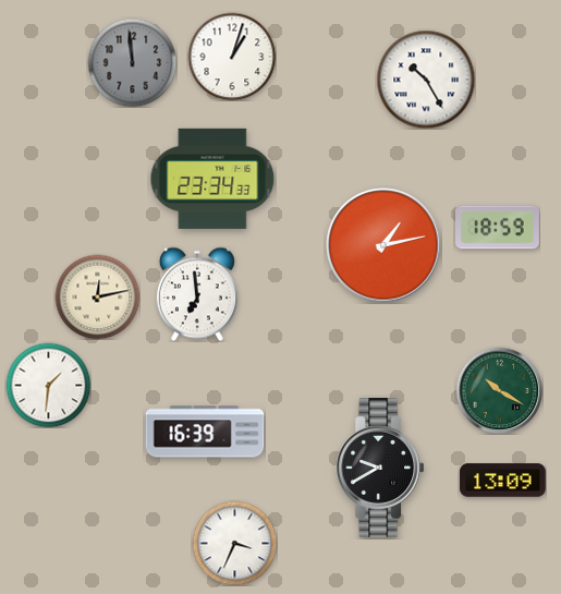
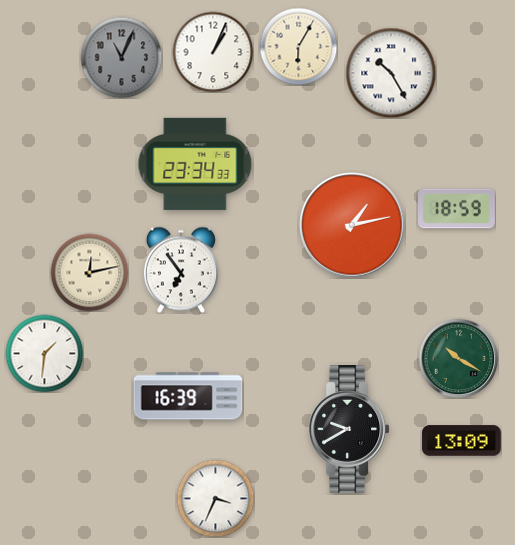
clock at (298, 46): none -> 6:05
clock at (232, 57): 1:03 -> 1:04
clock at (132, 62): 11:59 -> 11:04
clock at (197, 294): 6:59 -> 6:54
